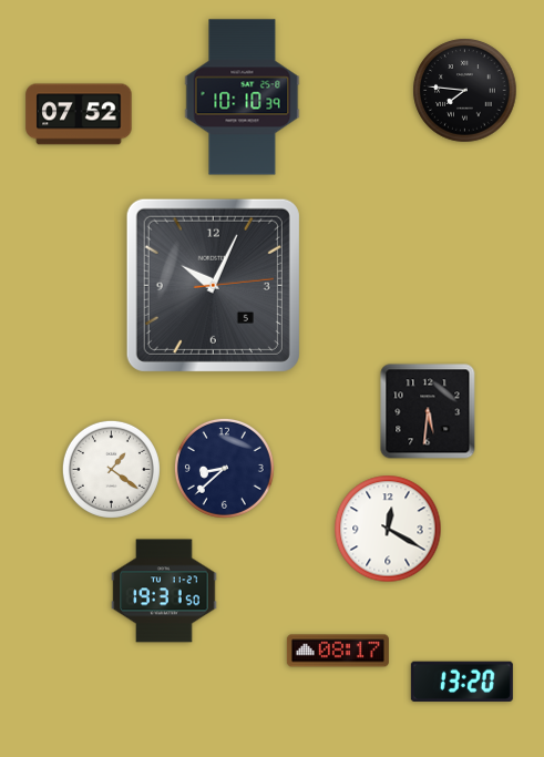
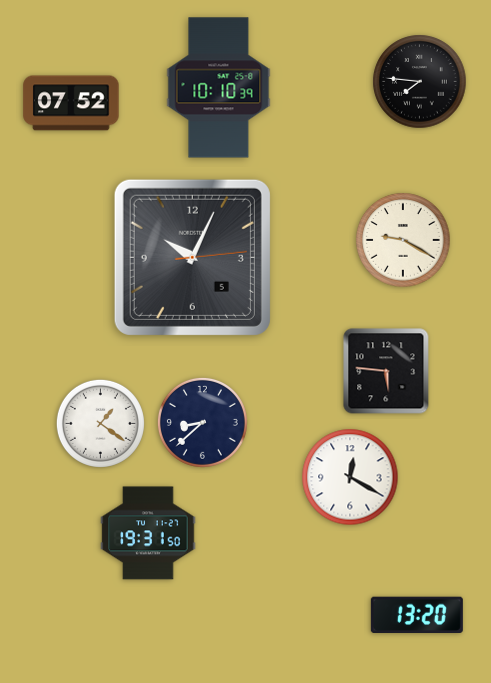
clock at (403, 240): none -> 9:20
clock at (428, 411): 5:31 -> 5:46
clock at (338, 651): 08:17 -> none
